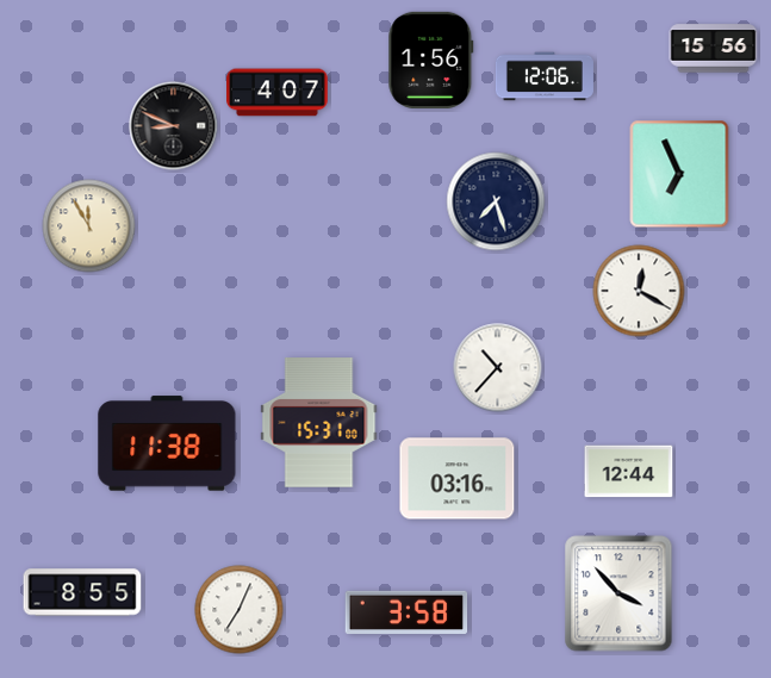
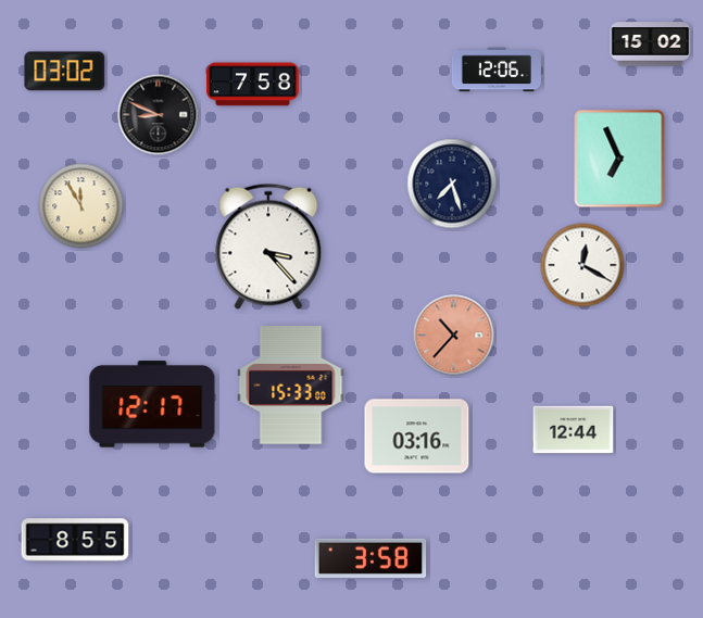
clock at (714, 49): 15:56 -> 15:02
clock at (431, 60): 1:56 -> none
clock at (65, 72): none -> 03:02
clock at (278, 93): 4:07 -> 7:58
clock at (268, 247): none -> 3:23
clock at (498, 368) dial: white -> salmon
clock at (319, 423): 15:31 -> 15:33
clock at (167, 443): 11:38 -> 12:17
clock at (618, 593): 3:53 -> none
clock at (240, 610): 7:04 -> none
